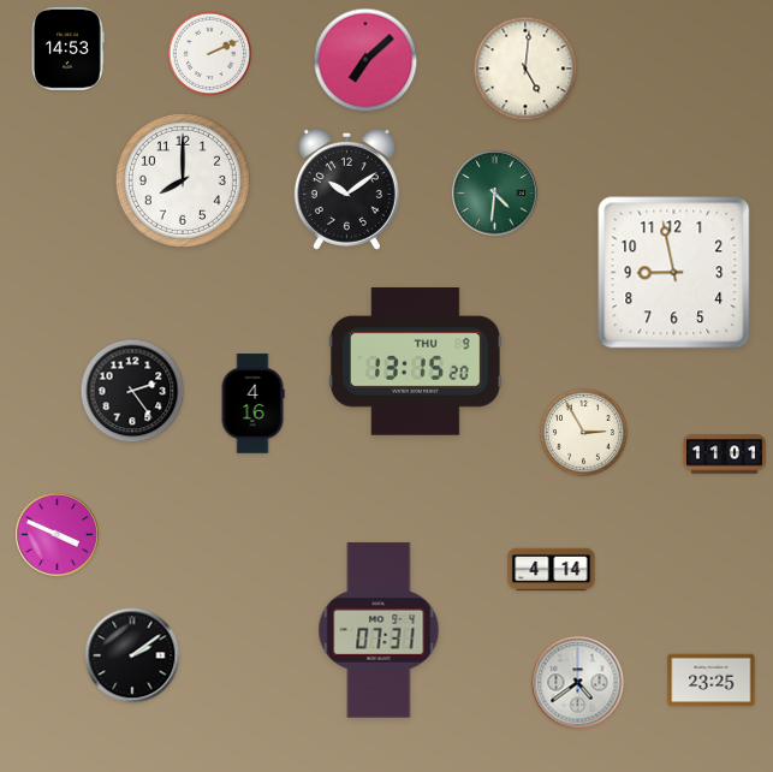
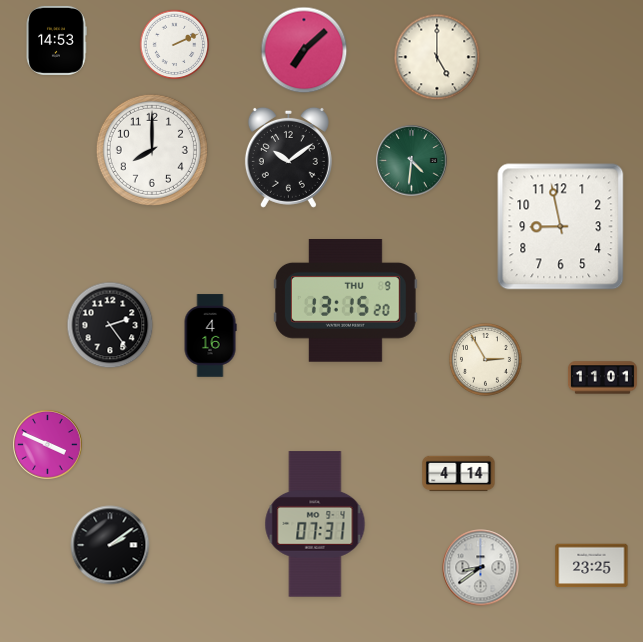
clock at (525, 69): 5:01 -> 5:00
clock at (578, 683): 4:39 -> 8:39
